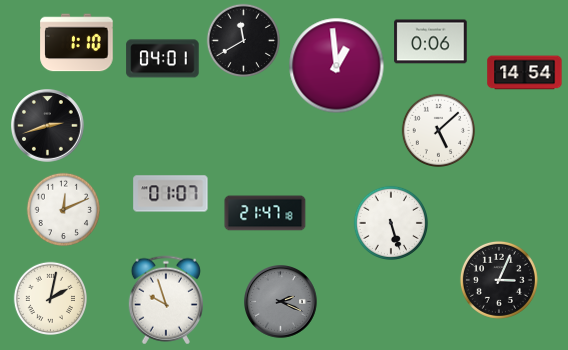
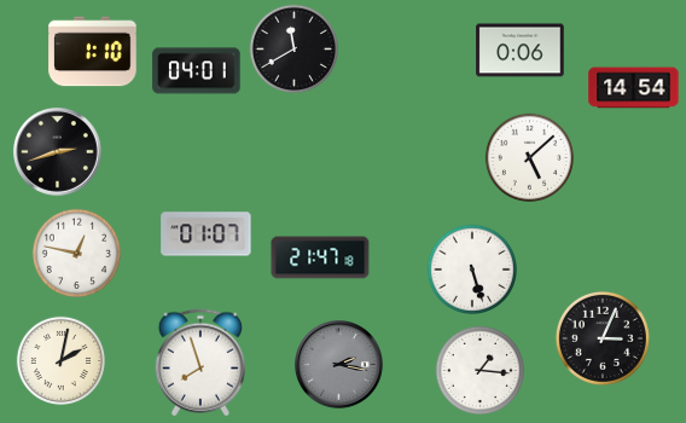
clock at (337, 66): 12:59 -> none
clock at (63, 209): 12:11 -> 12:47
clock at (166, 300): 9:57 -> 7:57
clock at (281, 302): 2:19 -> 2:17
clock at (479, 370): none -> 1:16
